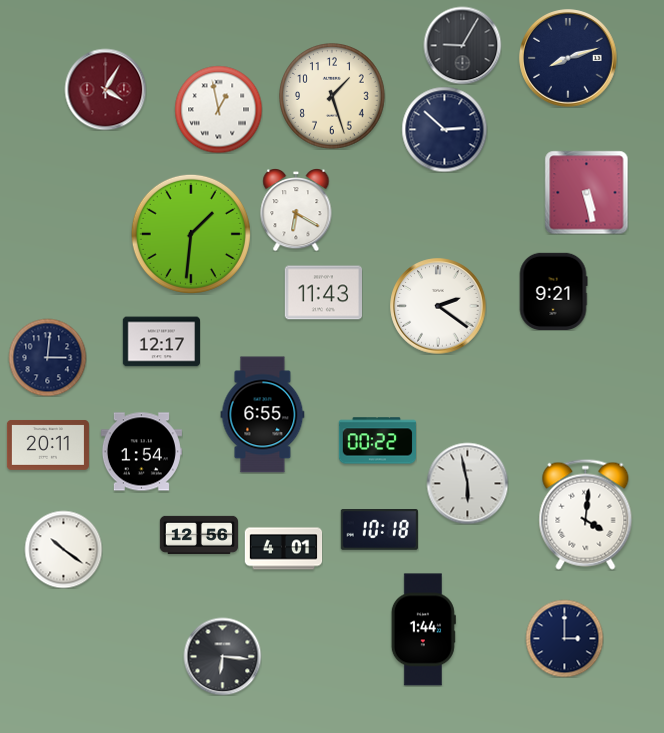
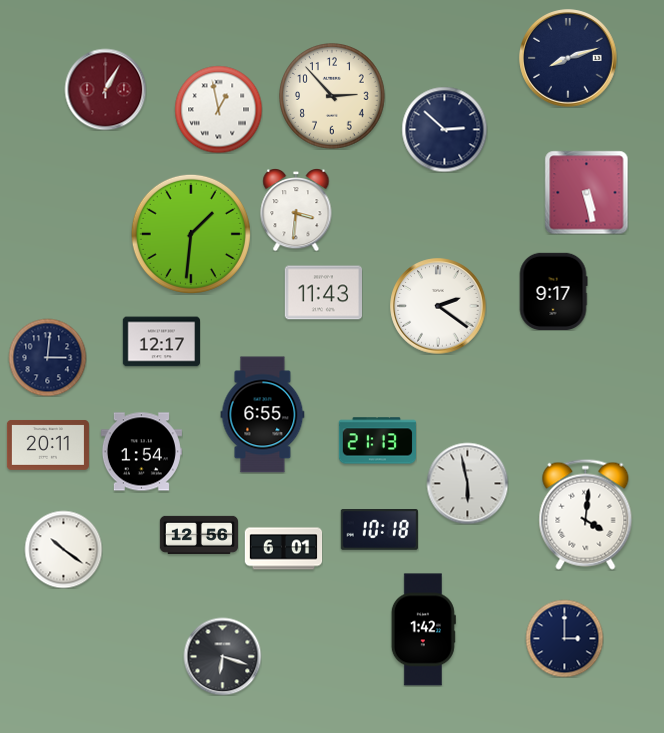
clock at (462, 45): 9:05 -> none
clock at (105, 89): 4:05 -> 1:05
clock at (332, 96): 1:27 -> 2:53
clock at (296, 210): 6:20 -> 3:31
clock at (553, 291): 9:21 -> 9:17
clock at (377, 441): 00:22 -> 21:13
clock at (283, 549): 4:01 -> 6:01
clock at (423, 630): 1:44 -> 1:42
clock at (222, 656): 6:16 -> 6:18
